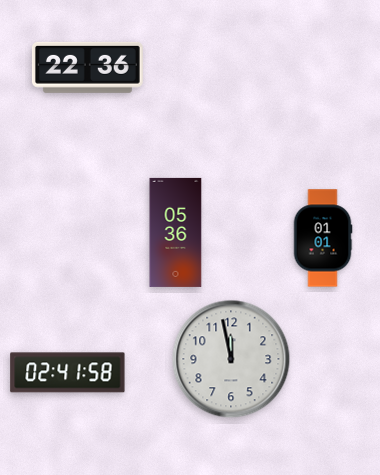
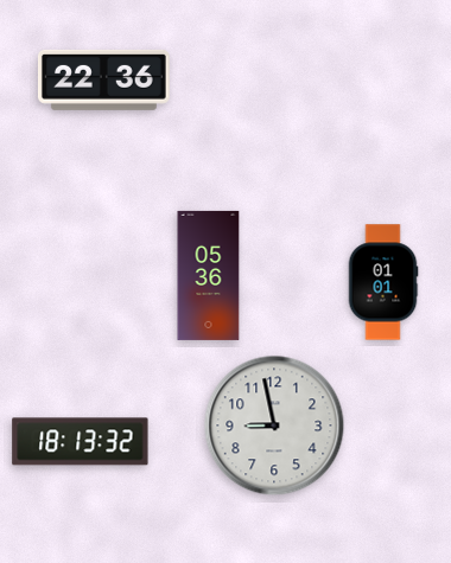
clock at (231, 359): 11:58 -> 8:58
clock at (68, 373): 02:41 -> 18:13
